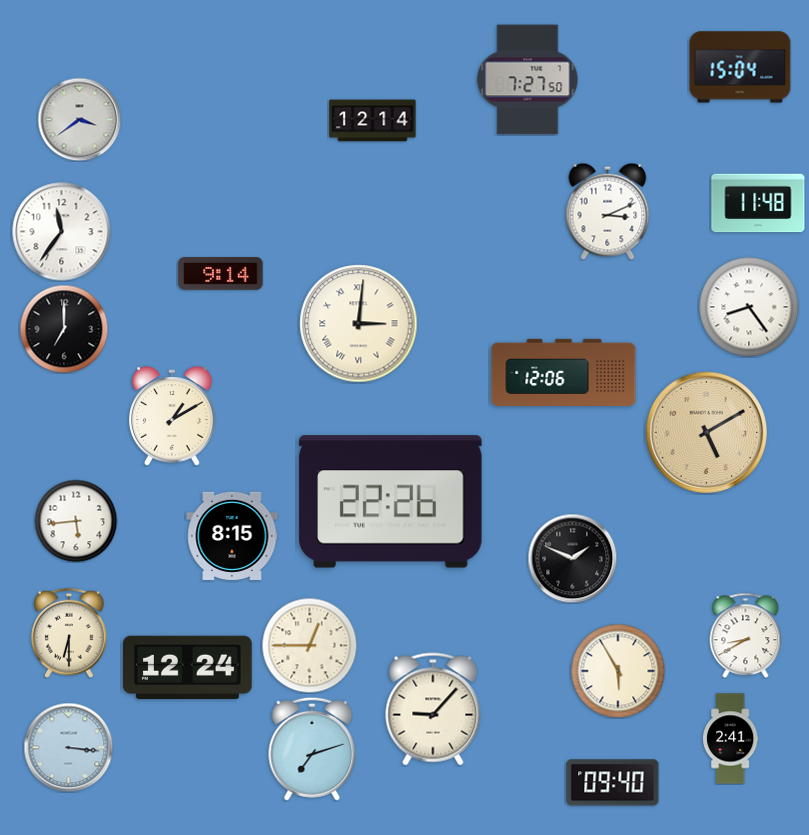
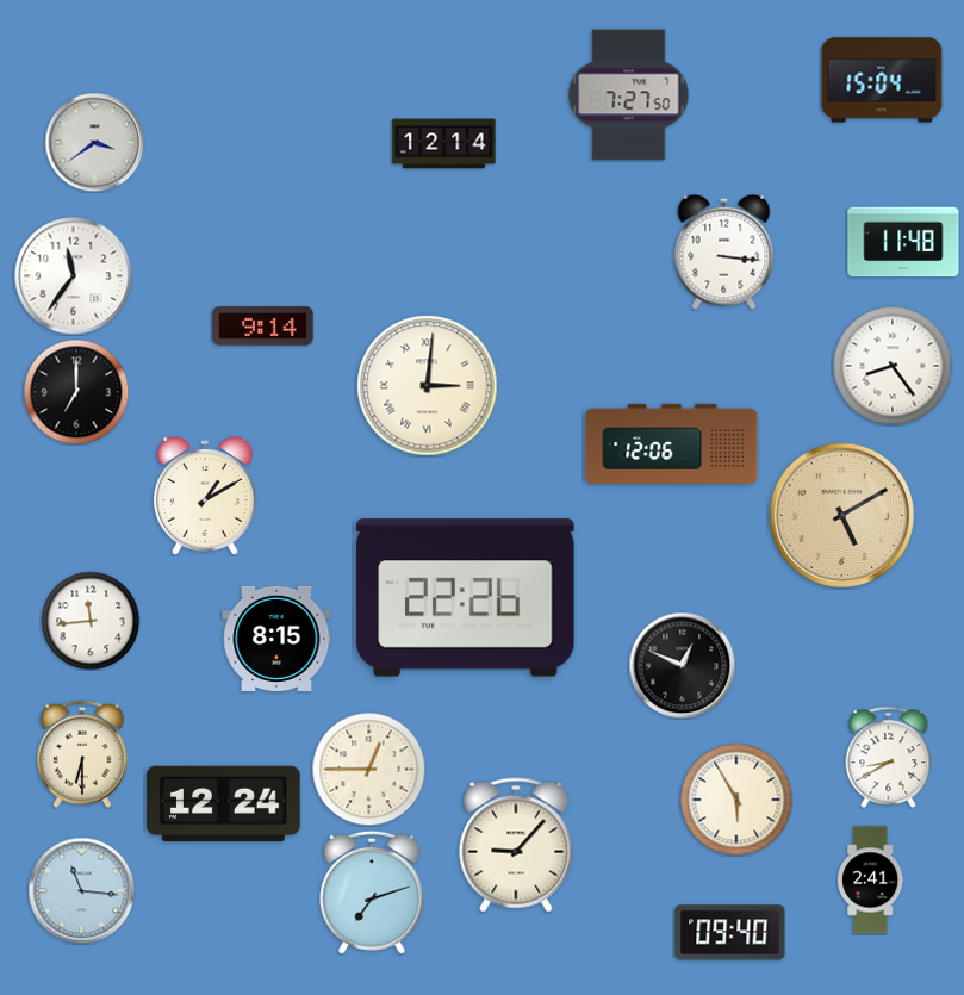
clock at (608, 211): 3:11 -> 3:16
clock at (76, 521): 5:44 -> 11:44
clock at (572, 558): 1:49 -> 12:49
clock at (188, 668) position: (188, 668) -> (224, 804)
clock at (68, 747): 3:16 -> 11:16
